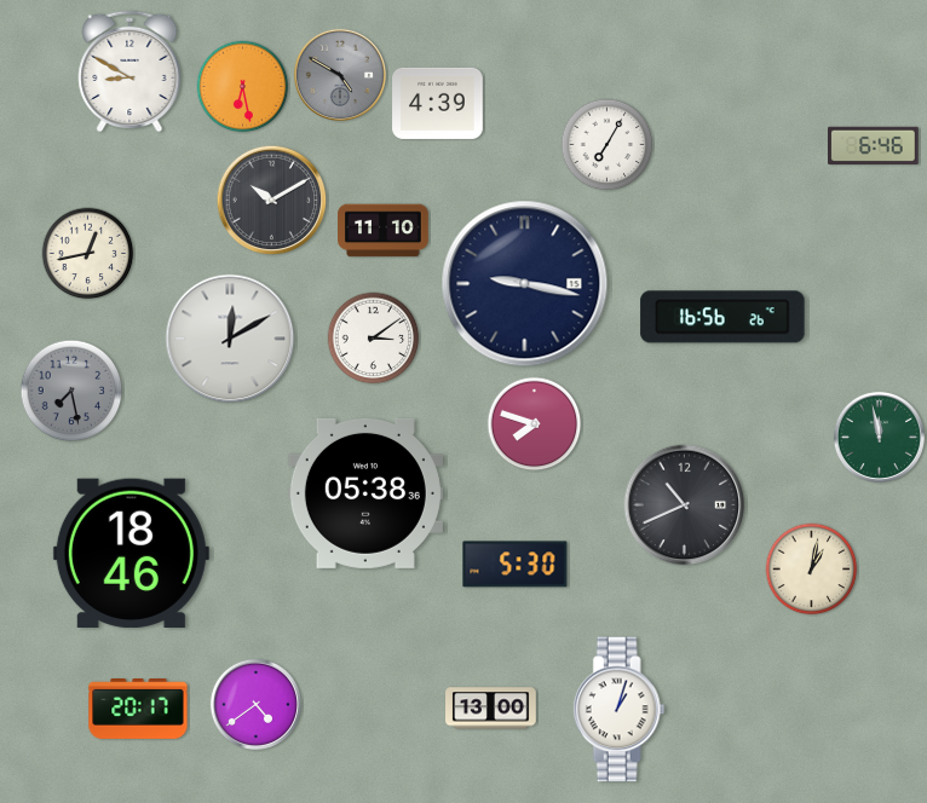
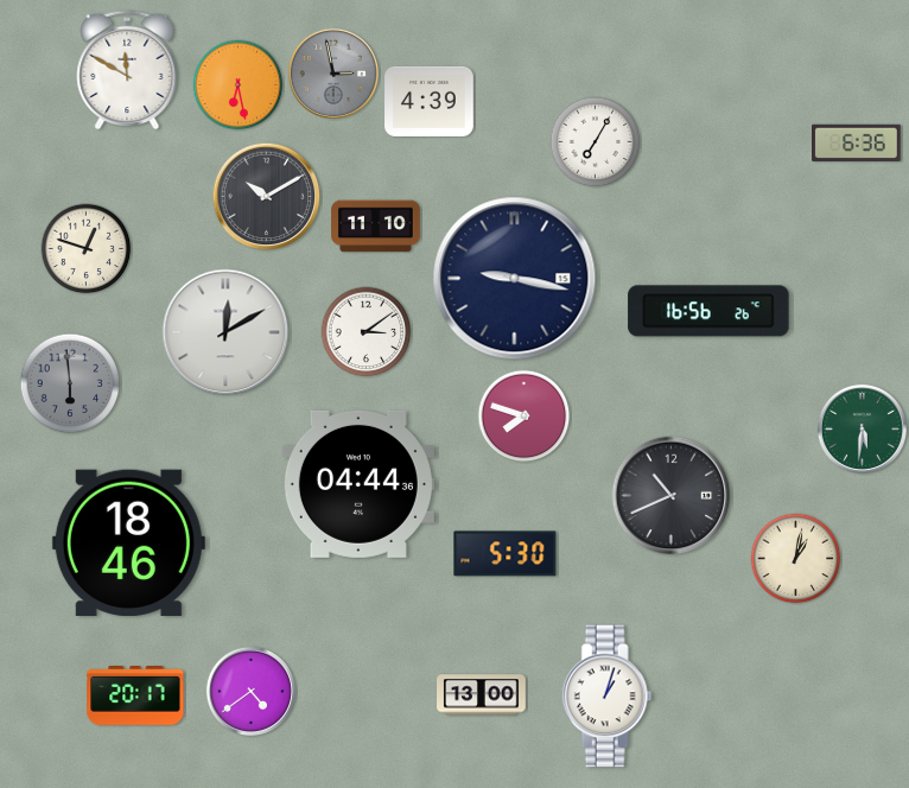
clock at (129, 71): 8:50 -> 11:50
clock at (340, 75): 4:50 -> 2:58
clock at (874, 145): 6:46 -> 6:36
clock at (88, 254): 12:43 -> 12:48
clock at (71, 391): 7:28 -> 5:59
clock at (879, 437): 11:58 -> 5:31
clock at (365, 493): 05:38 -> 04:44
